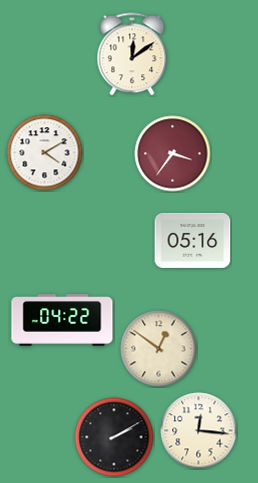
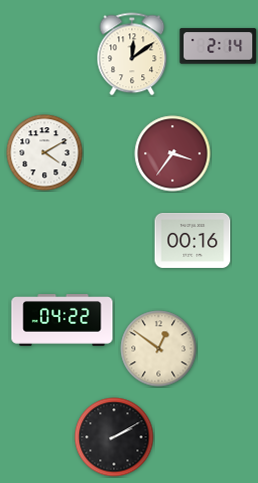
clock at (218, 46): none -> 2:14
clock at (193, 240): 05:16 -> 00:16
clock at (199, 431): 12:16 -> none
